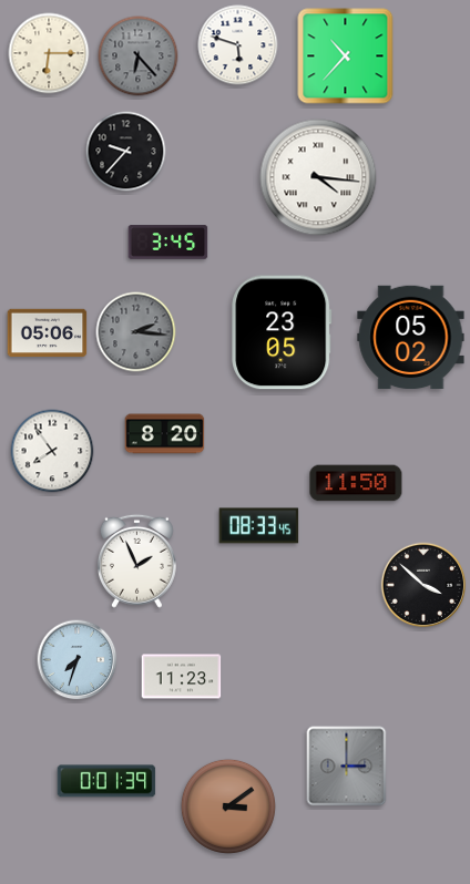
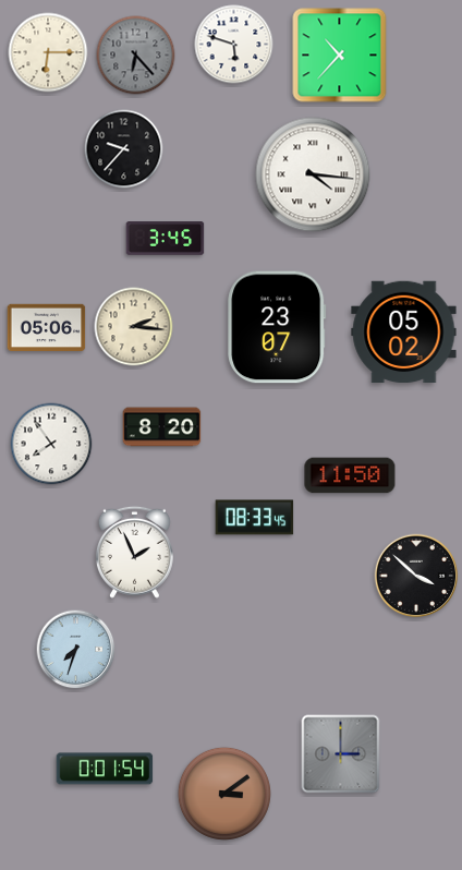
clock at (136, 332) dial: grey -> cream
clock at (282, 332): 23:05 -> 23:07
clock at (182, 677): 11:23 -> none
clock at (106, 781): 0:01:39 -> 0:01:54
